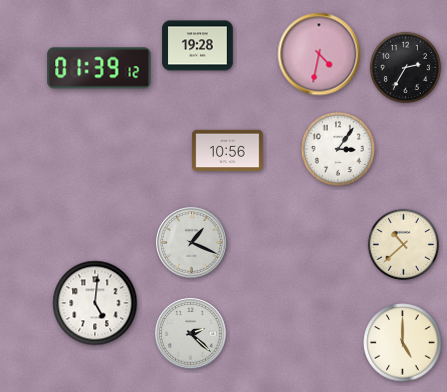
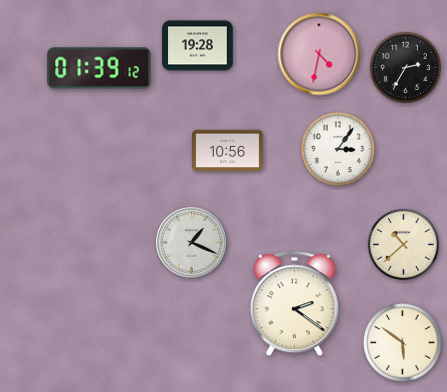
clock at (95, 303): 5:01 -> none
clock at (294, 304): none -> 2:21
clock at (191, 334): 2:22 -> none
clock at (403, 343): 5:00 -> 5:51
